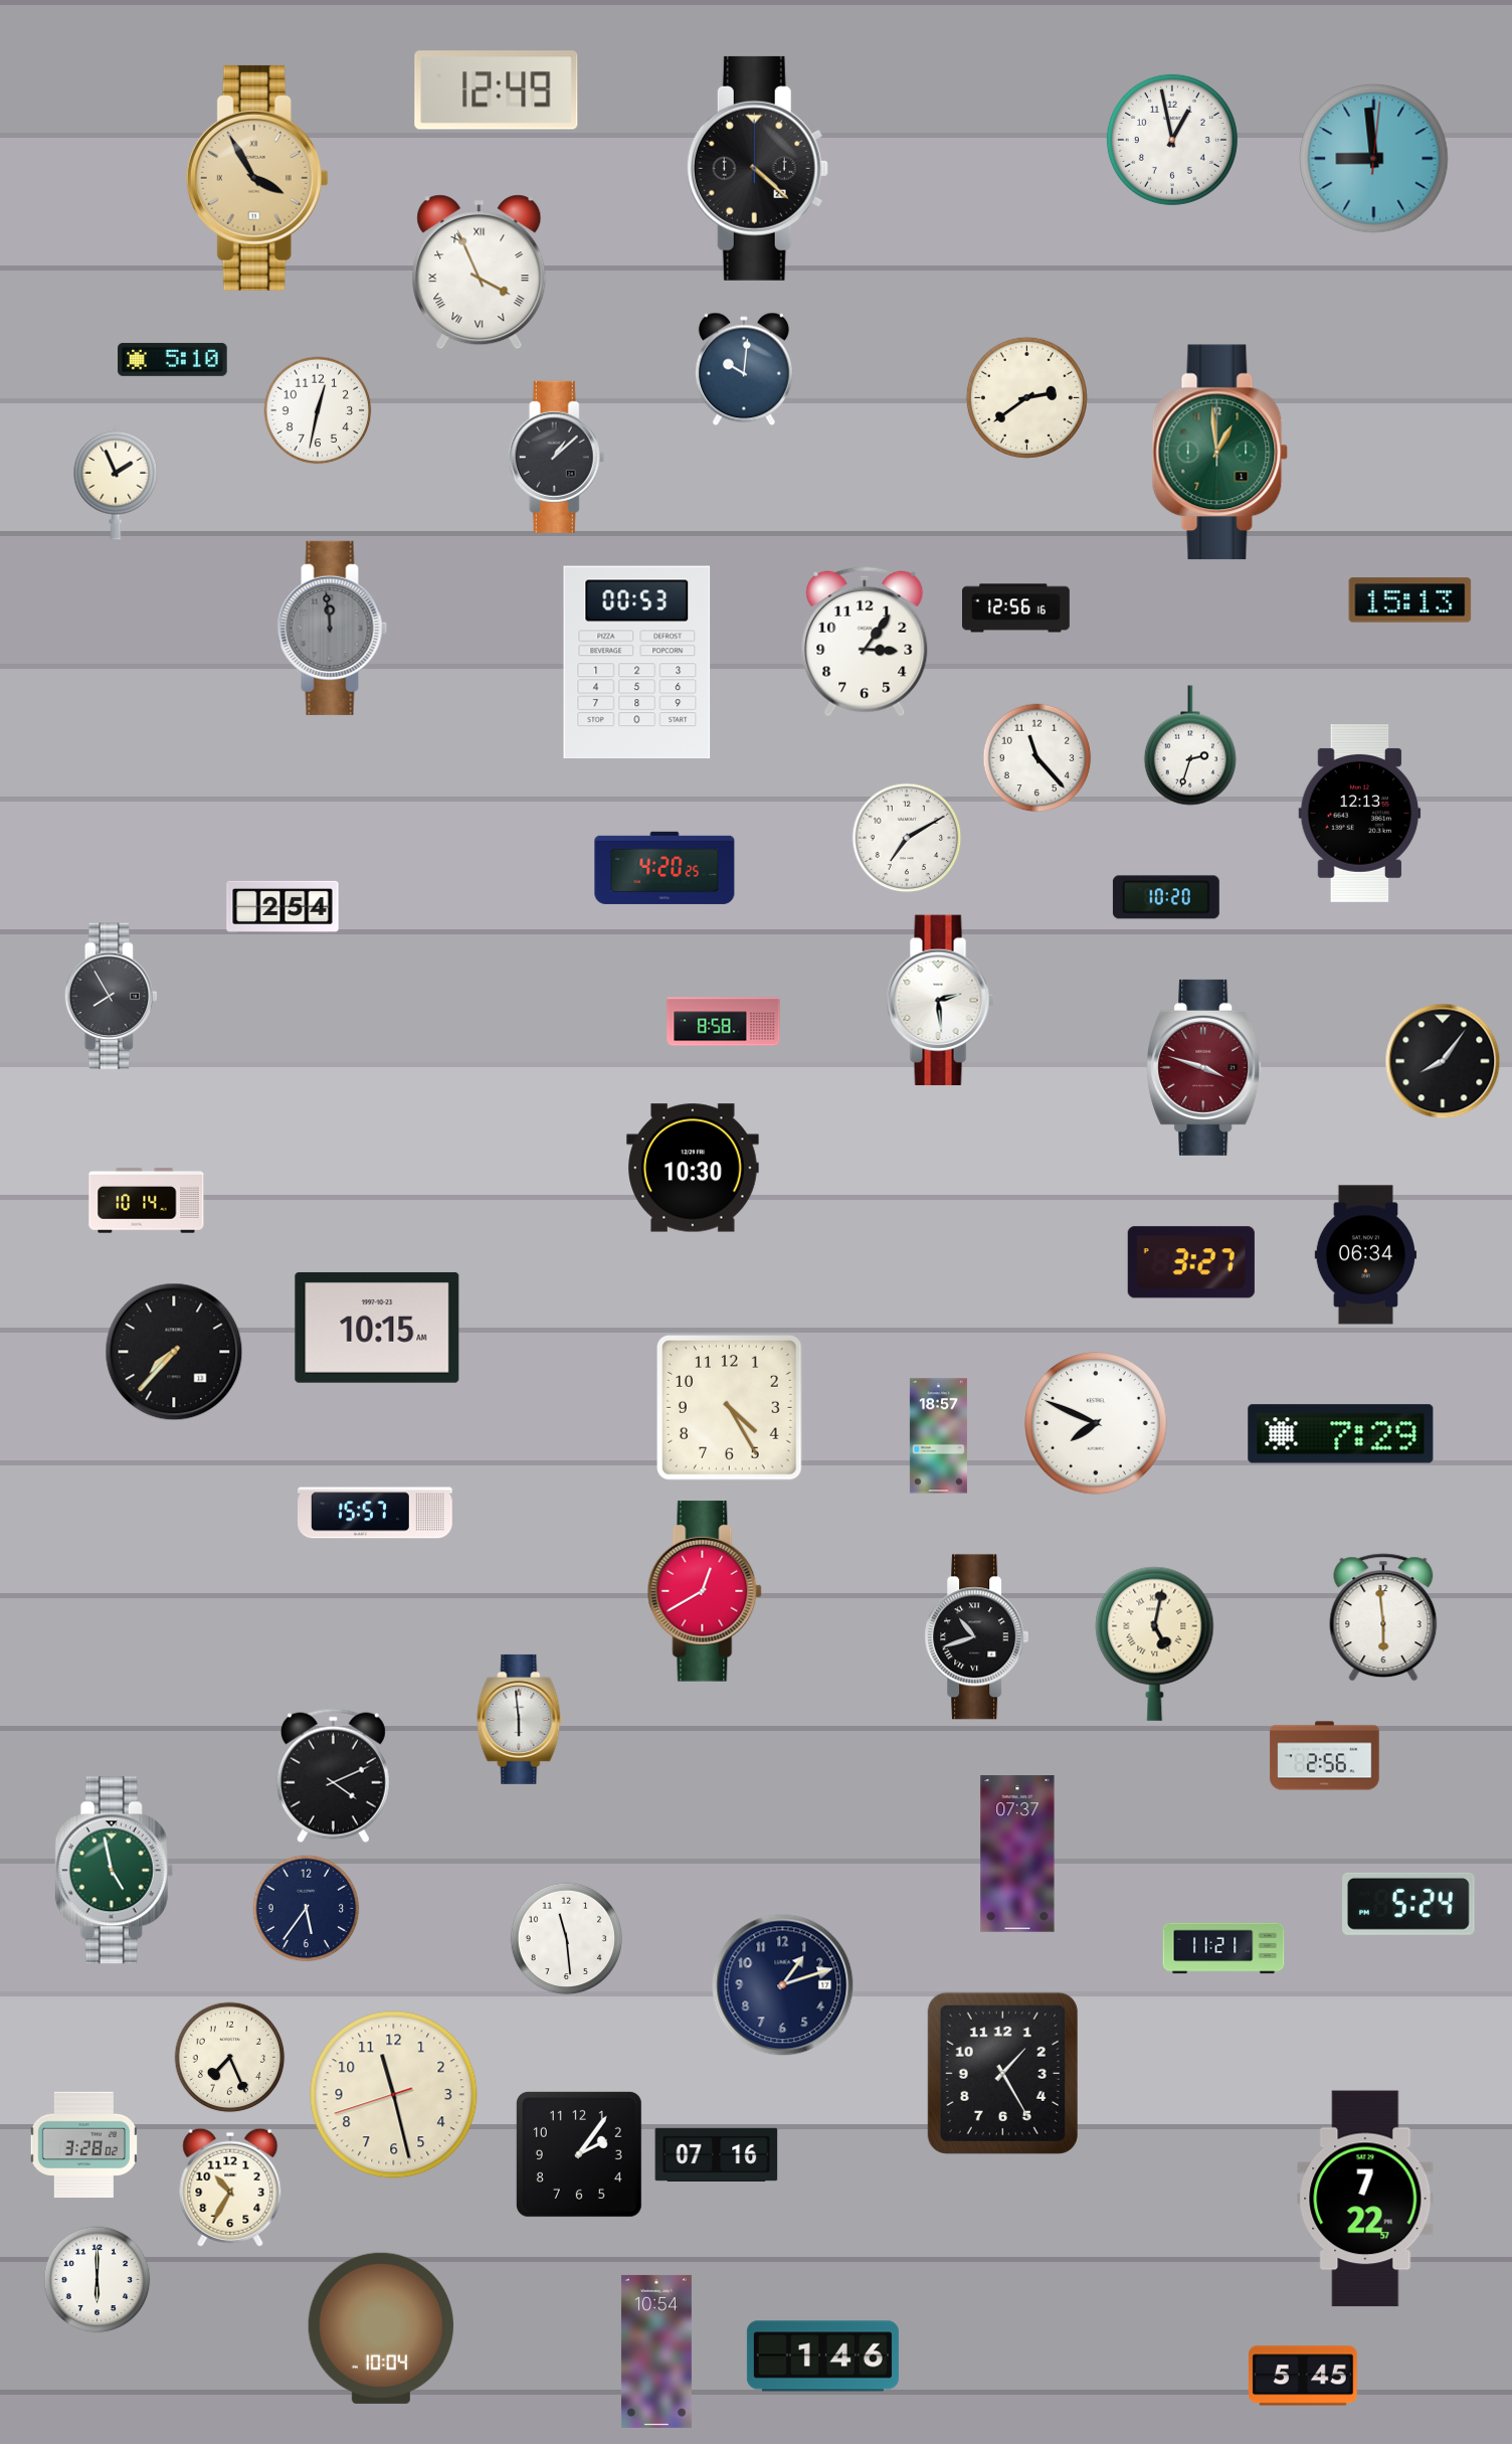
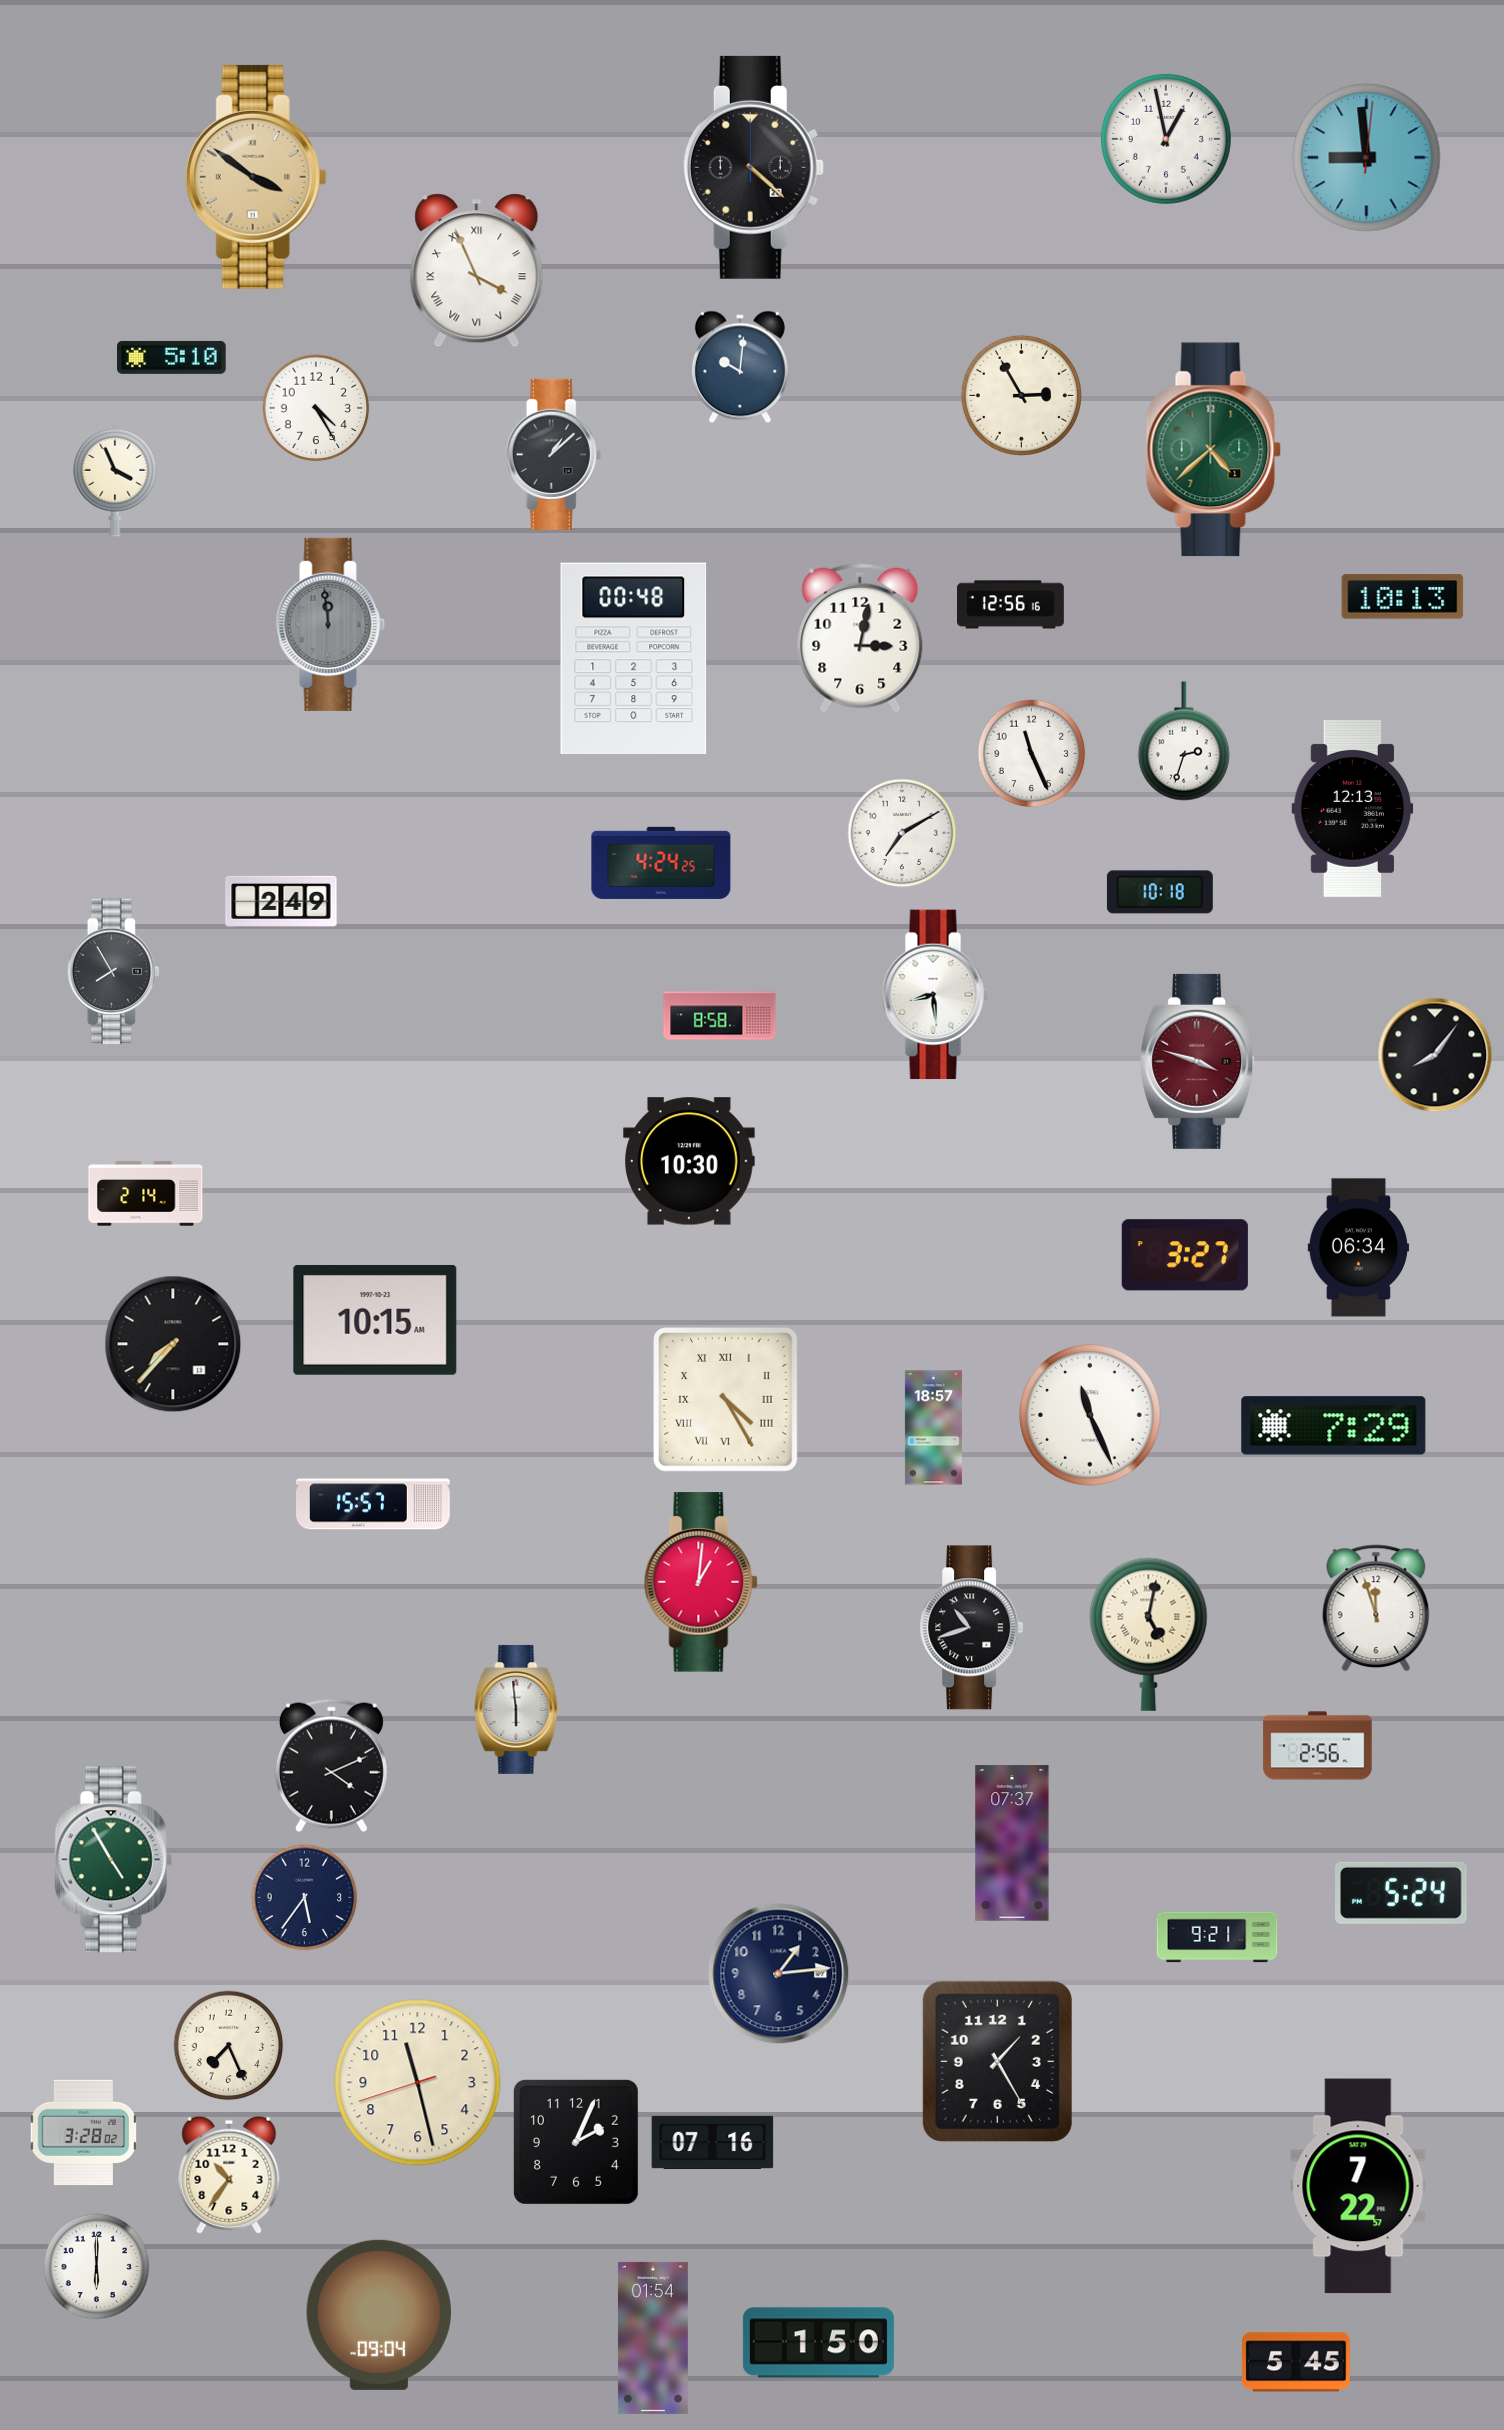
clock at (497, 91): 12:49 -> none
clock at (257, 178): 3:55 -> 3:51
clock at (1026, 397): 2:39 -> 2:55
clock at (318, 410): 12:32 -> 4:25
clock at (1220, 453): 12:59 -> 4:38
clock at (116, 483): 1:56 -> 3:56
clock at (1410, 600): 15:13 -> 10:13
clock at (865, 642): 3:06 -> 3:02
clock at (637, 662): 00:53 -> 00:48
clock at (1037, 758): 11:23 -> 11:26
clock at (665, 868): 4:20 -> 4:24
clock at (1166, 897): 10:20 -> 10:18
clock at (282, 907): 2:54 -> 2:49
clock at (112, 997) position: (112, 997) -> (114, 972)
clock at (940, 1001): 2:29 -> 8:29
clock at (147, 1201): 10:14 -> 2:14
clock at (730, 1408) numerals: Arabic -> Roman
clock at (1096, 1423): 7:49 -> 11:26
clock at (705, 1591): 12:40 -> 1:01
clock at (1383, 1617): 5:59 -> 11:57
clock at (115, 1871): 4:58 -> 4:55
clock at (567, 1939): 11:29 -> none
clock at (1223, 1948): 11:21 -> 9:21
clock at (783, 1985): 1:12 -> 1:14
clock at (394, 2095) position: (394, 2095) -> (418, 2083)
clock at (579, 2154): 2:06 -> 2:04
clock at (230, 2188): 10:35 -> 10:36
clock at (381, 2328): 10:04 -> 09:04
clock at (656, 2351): 10:54 -> 01:54
clock at (822, 2356): 1:46 -> 1:50
